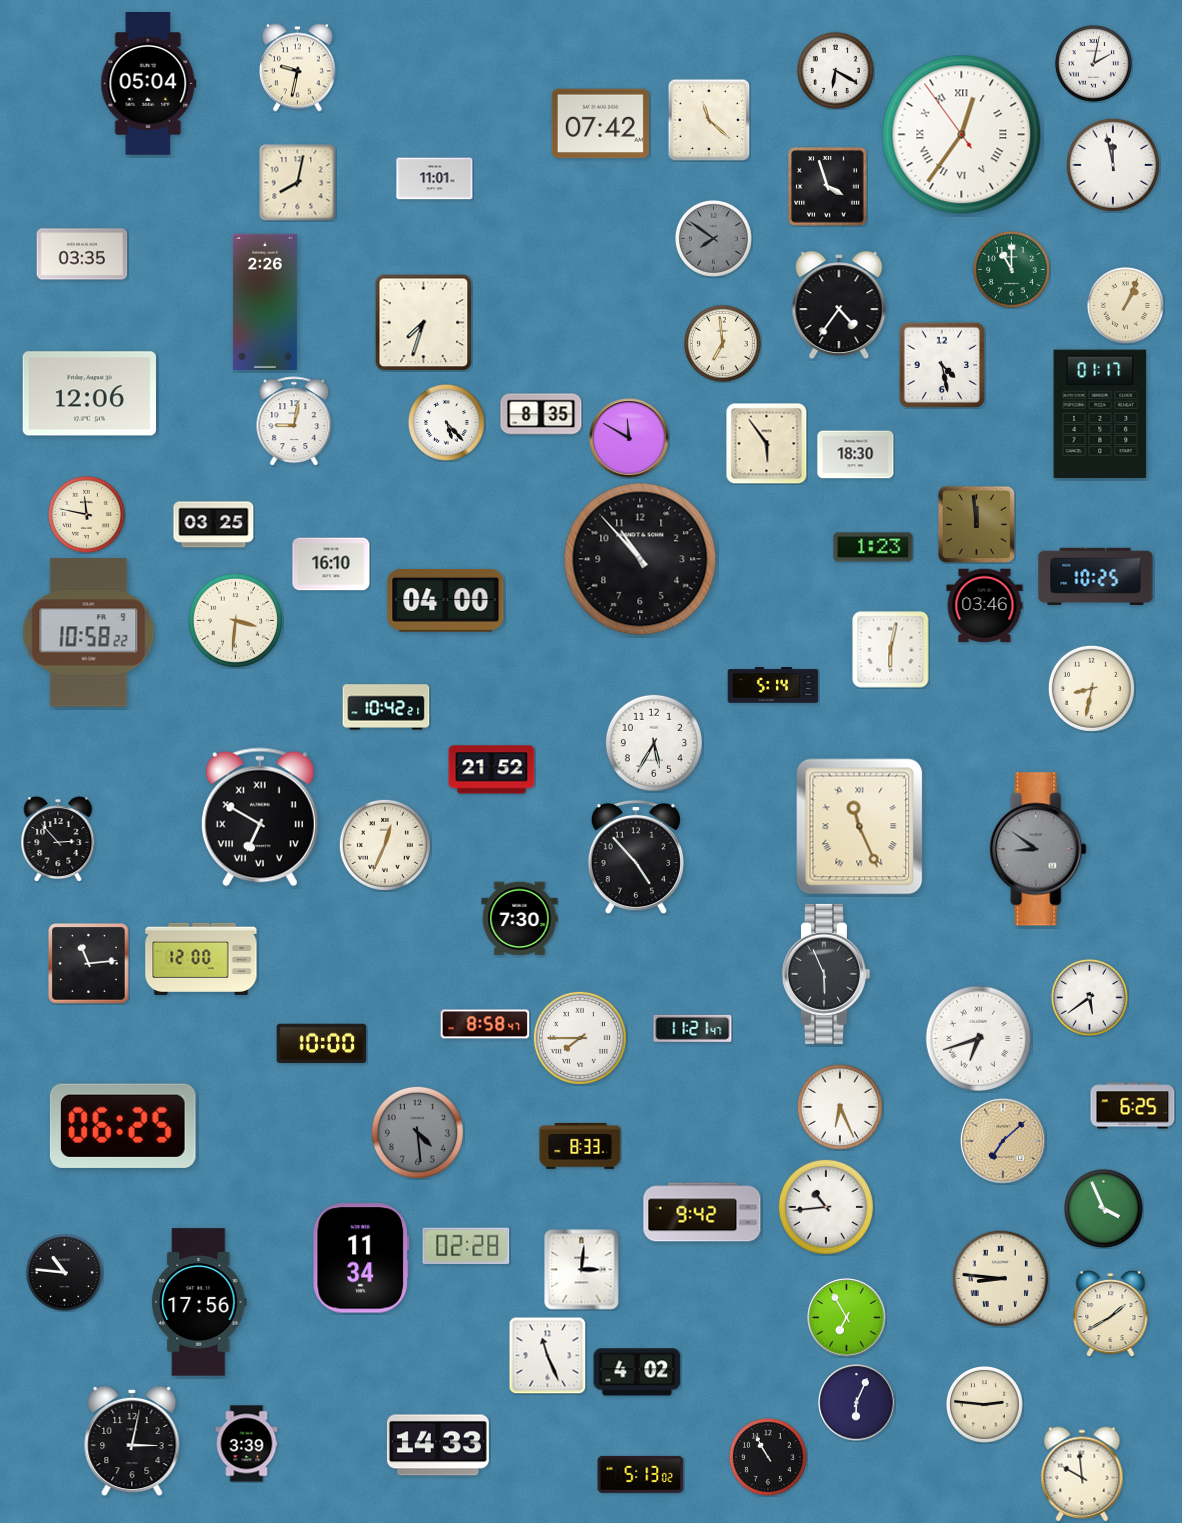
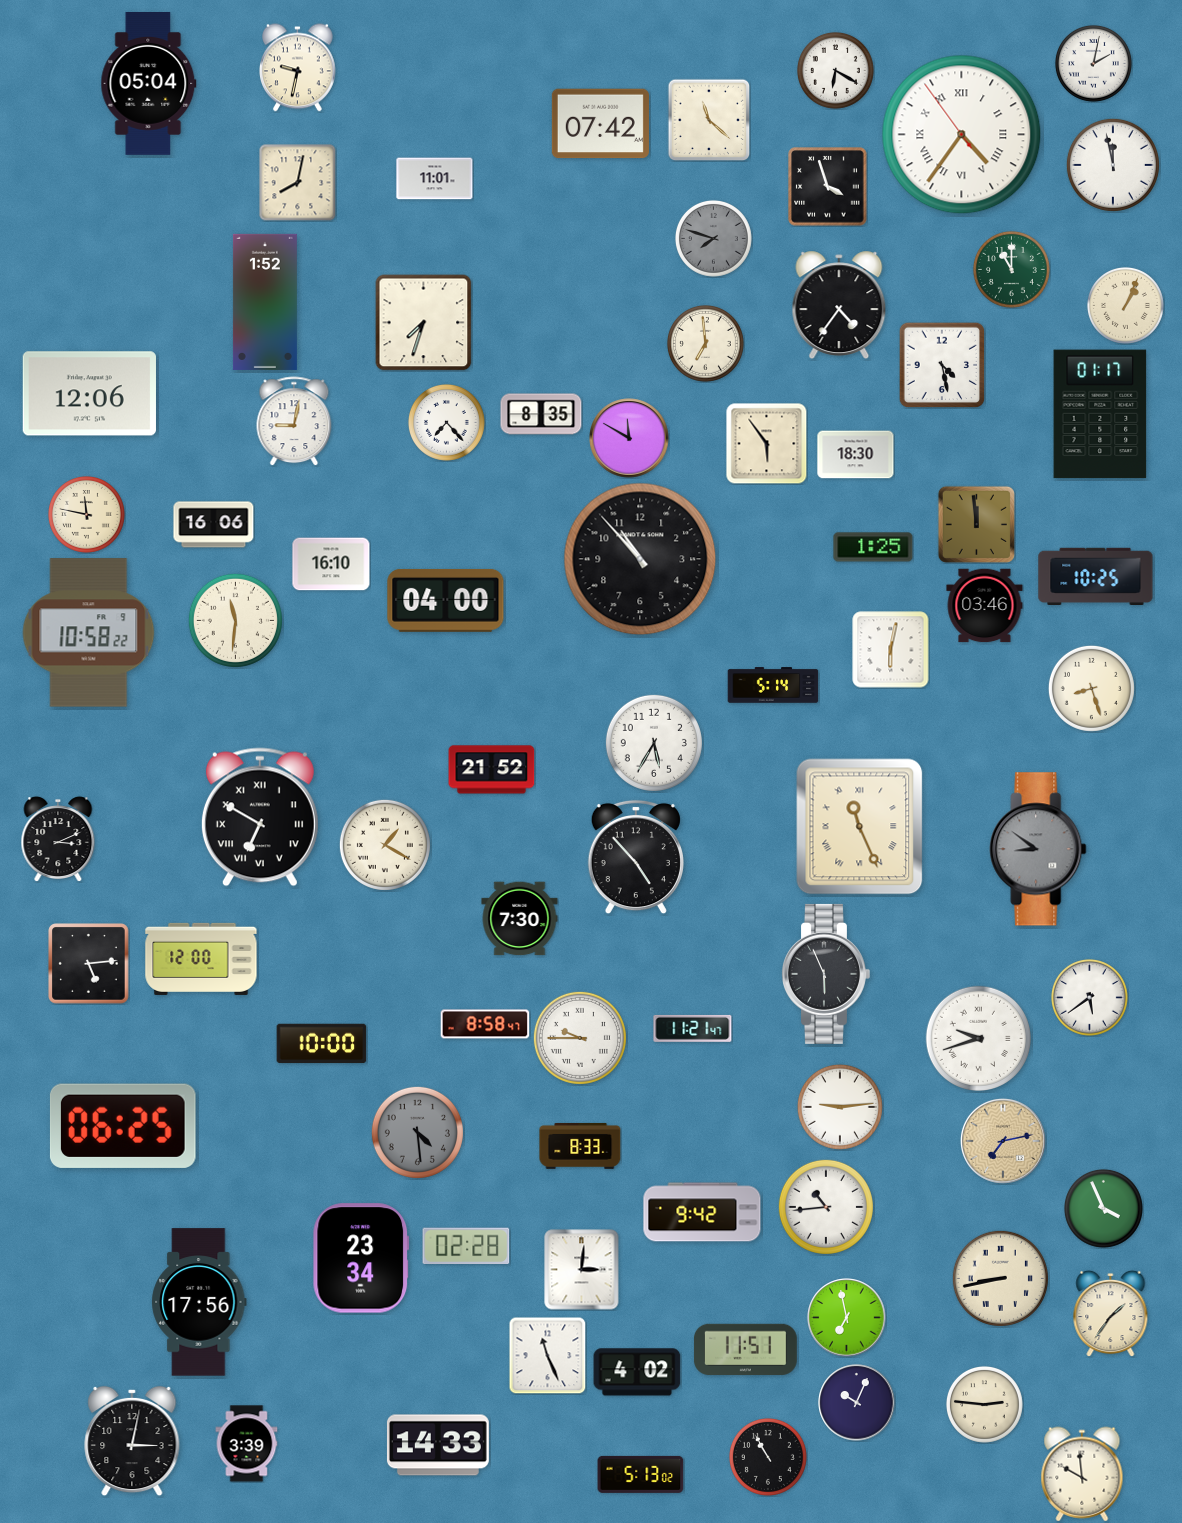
clock at (962, 135): 12:35 -> 4:35
clock at (713, 238): 7:51 -> 7:48
clock at (82, 254): 03:35 -> none
clock at (265, 302): 2:26 -> 1:52
clock at (722, 343) position: (722, 343) -> (705, 343)
clock at (446, 422): 5:23 -> 7:23
clock at (214, 525): 03:25 -> 16:06
clock at (873, 547): 1:23 -> 1:25
clock at (235, 620): 3:31 -> 11:31
clock at (1091, 688): 8:32 -> 8:27
clock at (386, 707): 10:42 -> none
clock at (58, 839): 2:53 -> 3:11
clock at (385, 845): 12:34 -> 1:20
clock at (89, 964): 11:14 -> 5:14
clock at (580, 1038): 7:45 -> 9:45
clock at (978, 1038): 6:42 -> 9:42
clock at (1133, 1106): 6:25 -> none
clock at (840, 1107): 6:26 -> 9:14
clock at (1003, 1141): 7:08 -> 7:13
clock at (361, 1258): 11:34 -> 23:34
clock at (64, 1272): 10:46 -> none
clock at (1000, 1278): 8:46 -> 8:43
clock at (1111, 1313): 1:40 -> 1:36
clock at (847, 1318): 6:55 -> 6:58
clock at (746, 1349): none -> 11:51
clock at (857, 1403): 6:04 -> 10:04
